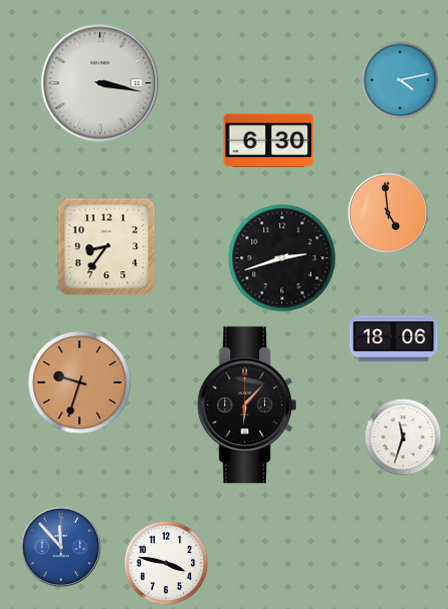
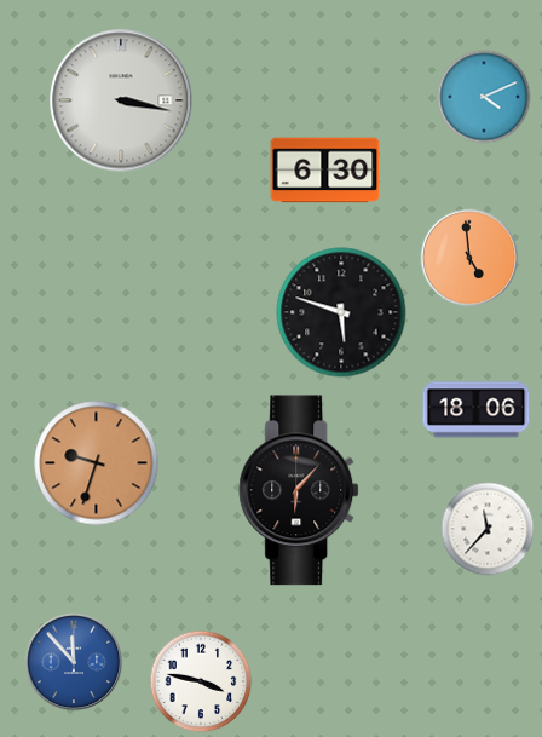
clock at (400, 80): 4:13 -> 4:11
clock at (107, 247): 8:36 -> none
clock at (282, 258): 2:42 -> 5:48
clock at (403, 437): 11:33 -> 11:37
